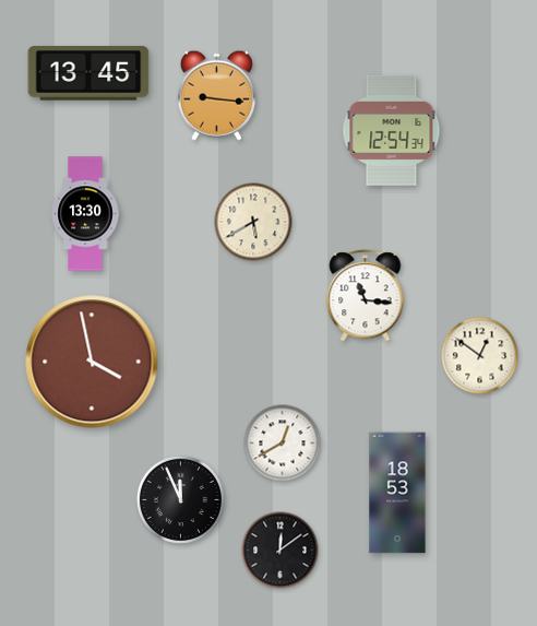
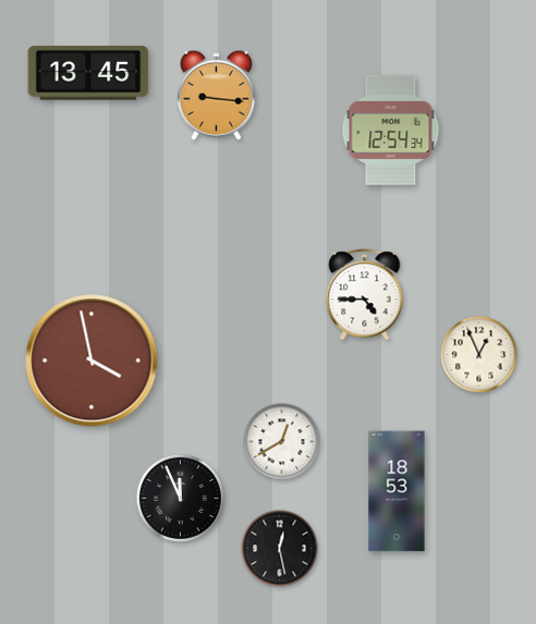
clock at (85, 214): 13:30 -> none
clock at (253, 222): 5:40 -> none
clock at (366, 296): 11:16 -> 4:45
clock at (480, 356): 12:51 -> 12:56
clock at (281, 551): 12:09 -> 12:28
